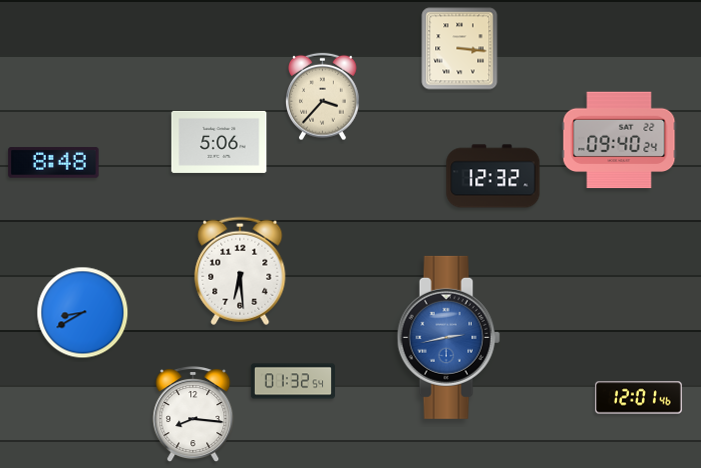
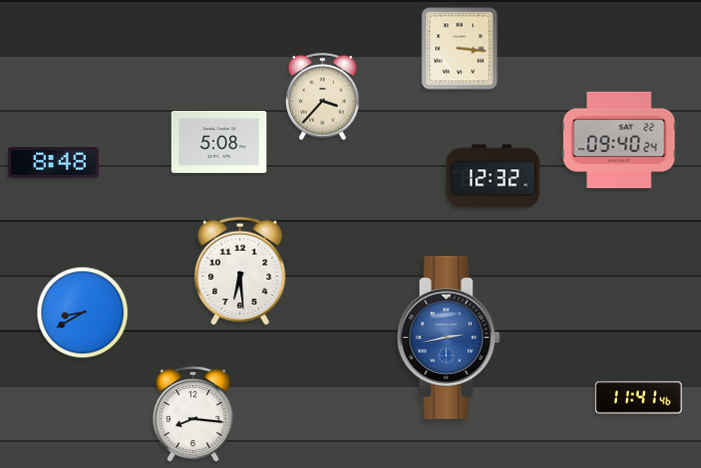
clock at (219, 142): 5:06 -> 5:08
clock at (293, 381): 01:32 -> none
clock at (638, 398): 12:01 -> 11:41
